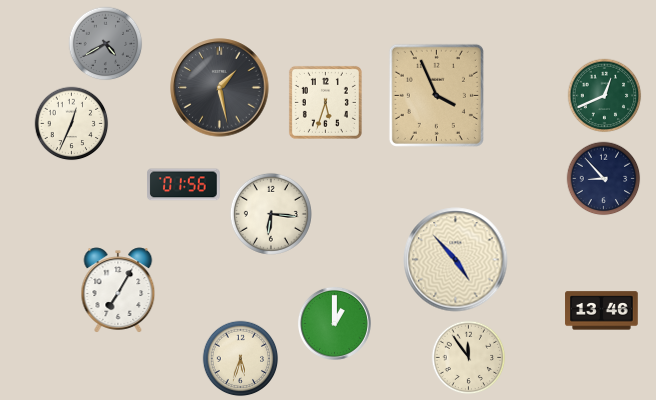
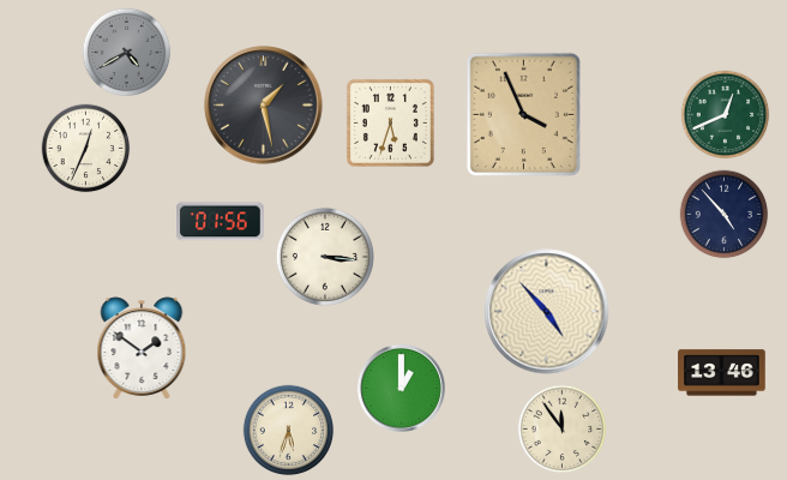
clock at (604, 179): 8:53 -> 4:53
clock at (271, 214): 6:16 -> 3:16
clock at (118, 290): 7:05 -> 1:51
